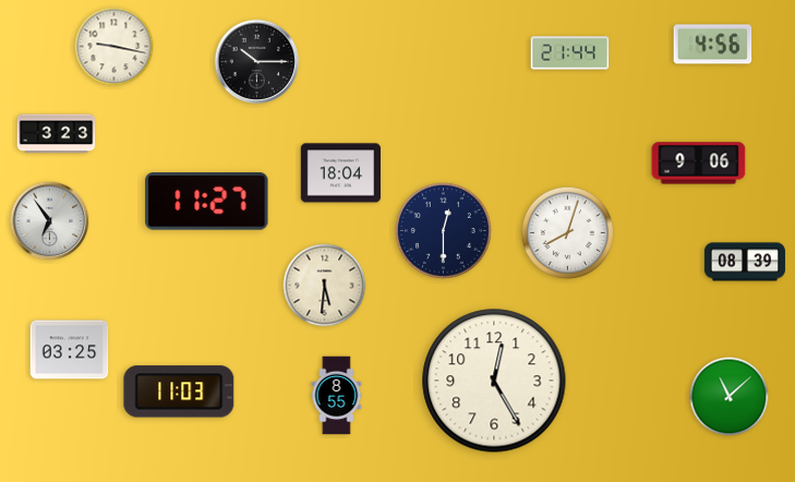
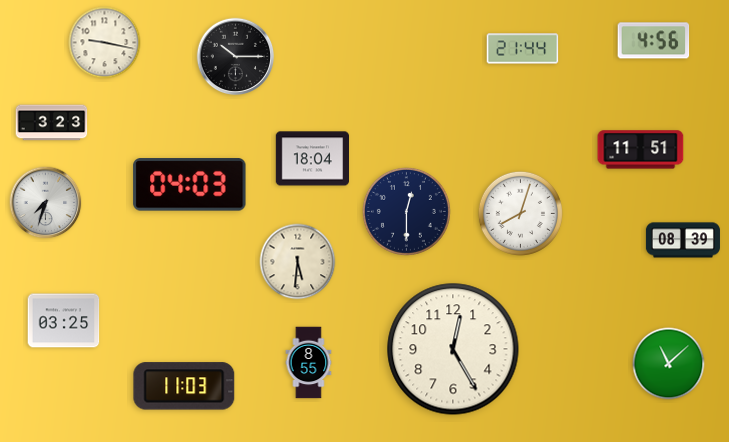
clock at (699, 164): 9:06 -> 11:51
clock at (207, 202): 11:27 -> 04:03
clock at (50, 221): 6:54 -> 7:33
clock at (179, 391) position: (179, 391) -> (184, 386)
